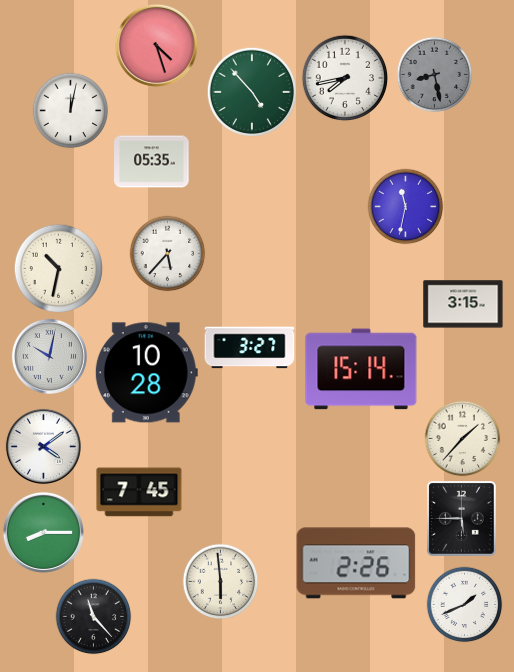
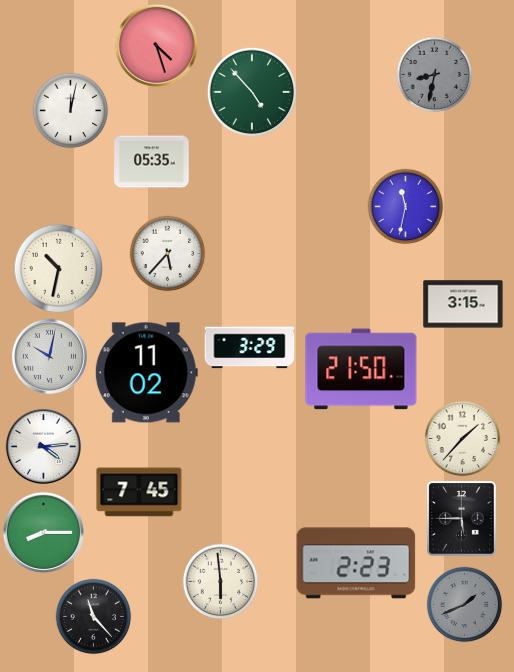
clock at (435, 75): 8:28 -> 8:32
clock at (345, 78): 7:43 -> none
clock at (250, 348): 3:27 -> 3:29
clock at (361, 369): 15:14 -> 21:50
clock at (146, 373): 10:28 -> 11:02
clock at (43, 446): 4:09 -> 4:14
clock at (356, 563): 2:26 -> 2:23
clock at (465, 605) dial: white -> grey
